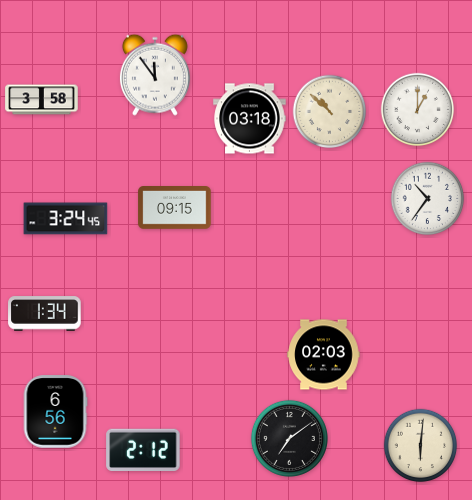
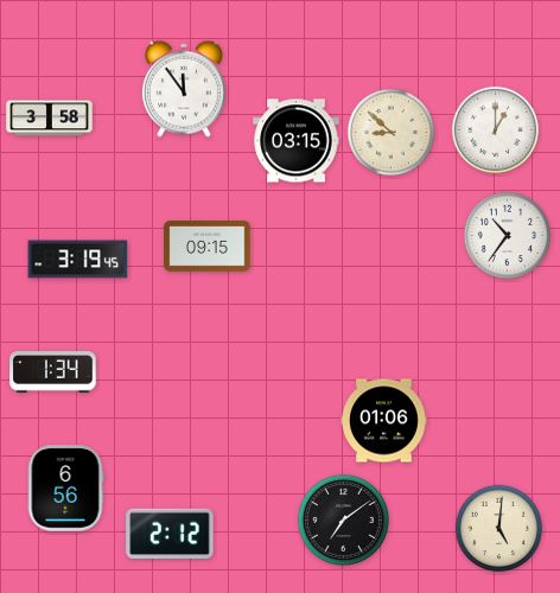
clock at (330, 112): 10:52 -> 8:52
clock at (250, 119): 03:18 -> 03:15
clock at (66, 219): 3:24 -> 3:19
clock at (324, 355): 02:03 -> 01:06
clock at (421, 446): 6:01 -> 5:01
